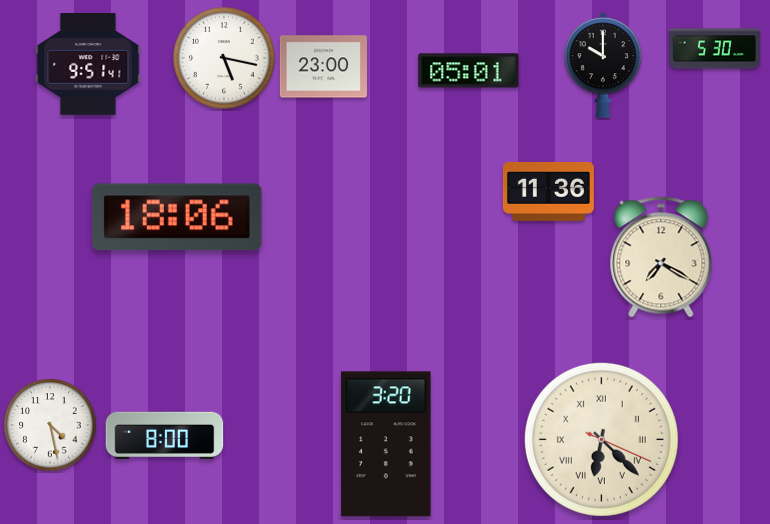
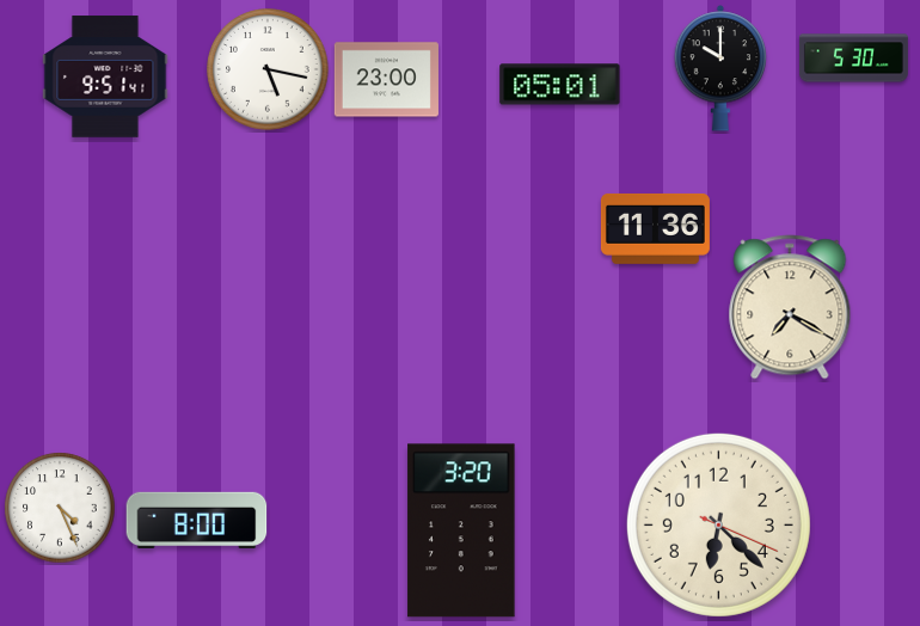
clock at (603, 65) position: (603, 65) -> (720, 68)
clock at (177, 217): 18:06 -> none
clock at (50, 425): 4:28 -> 4:26
clock at (601, 439) numerals: Roman -> Arabic
